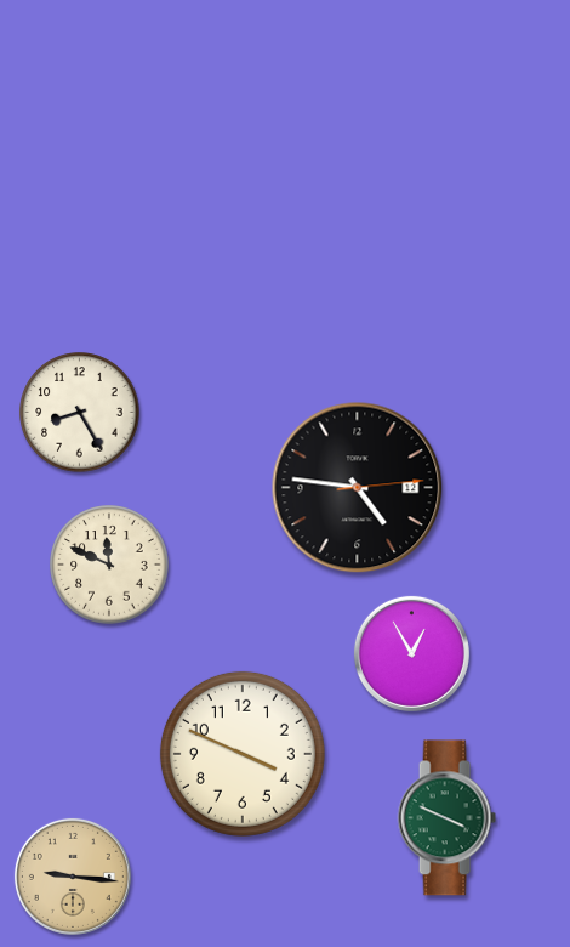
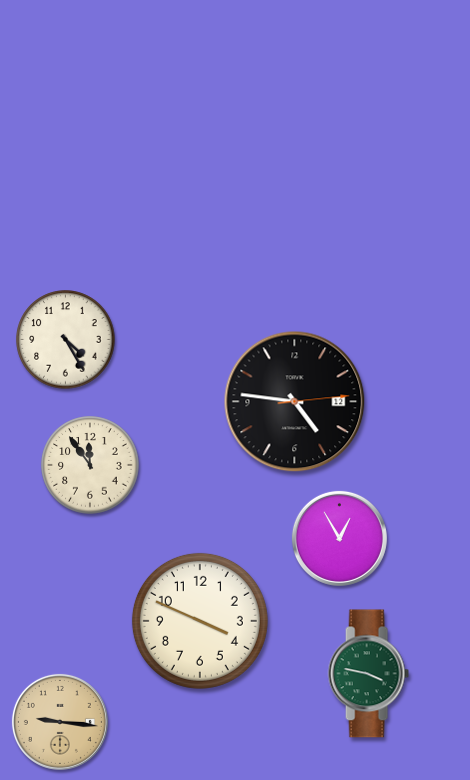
clock at (80, 413): 8:25 -> 4:25
clock at (109, 565): 11:49 -> 11:54
clock at (446, 818): 3:49 -> 3:47
